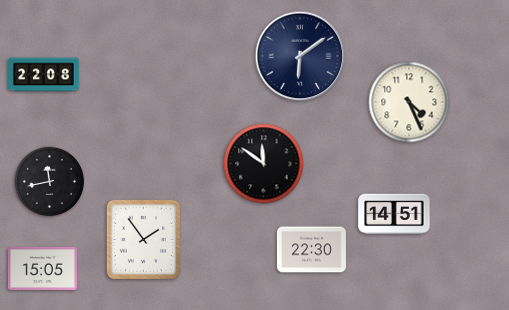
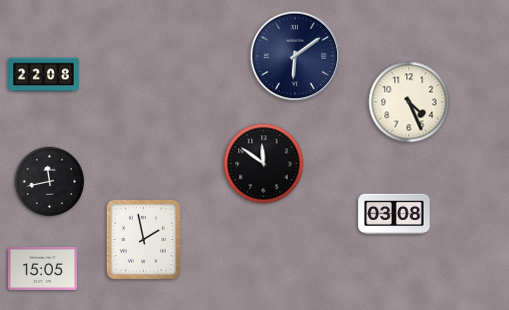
clock at (300, 56) position: (300, 56) -> (295, 56)
clock at (394, 214): 14:51 -> 03:08
clock at (143, 239): 1:54 -> 1:58
clock at (311, 250): 22:30 -> none
